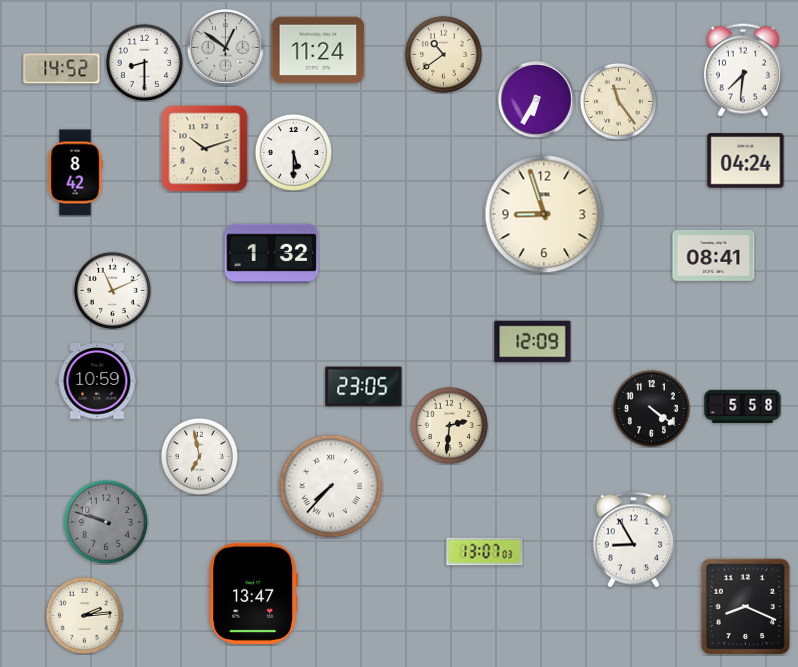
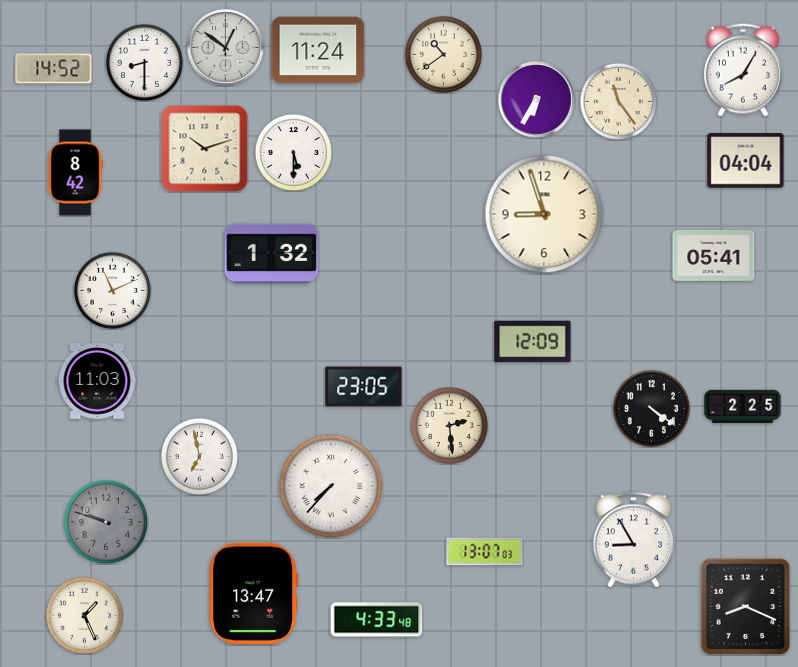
clock at (62, 69) position: (62, 69) -> (54, 69)
clock at (743, 70): 7:31 -> 8:05
clock at (746, 161): 04:24 -> 04:04
clock at (714, 256): 08:41 -> 05:41
clock at (97, 381): 10:59 -> 11:03
clock at (743, 407): 5:58 -> 2:25
clock at (449, 425): 2:31 -> 2:29
clock at (84, 615): 2:14 -> 1:26
clock at (377, 620): none -> 4:33
